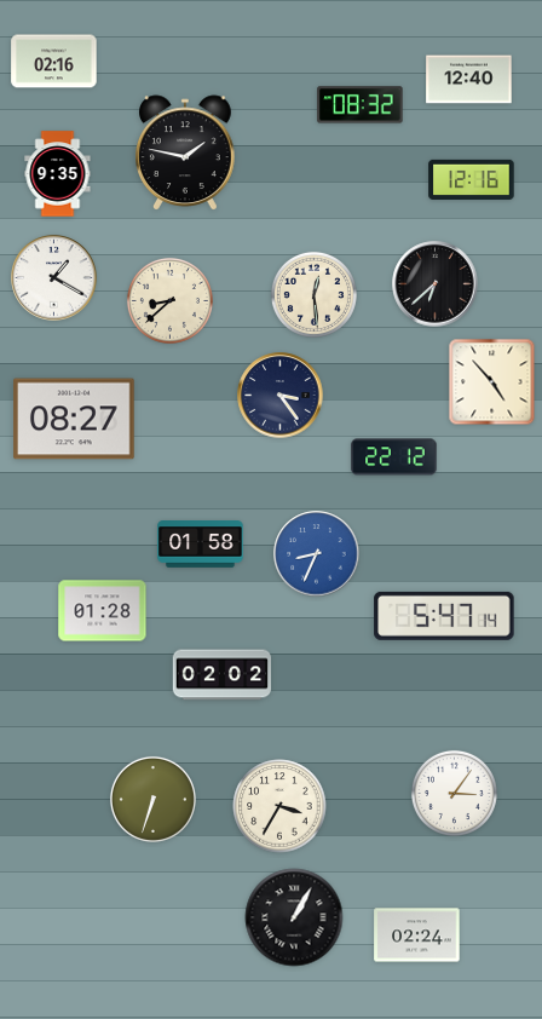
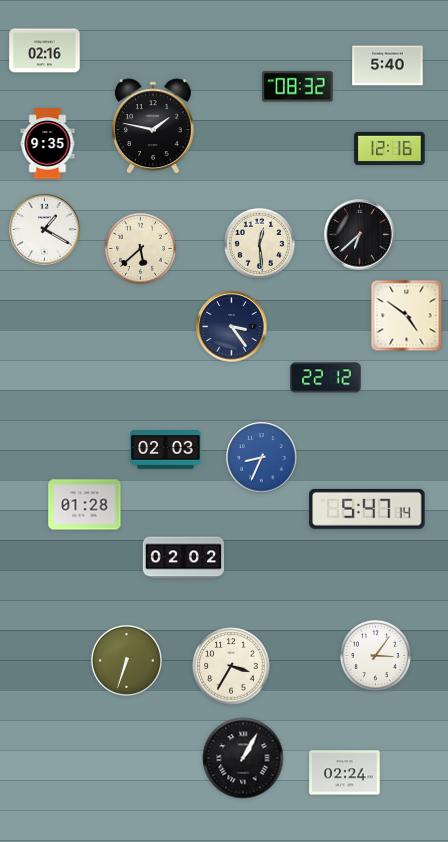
clock at (469, 80): 12:40 -> 5:40
clock at (169, 300): 8:38 -> 5:38
clock at (492, 382): 4:53 -> 4:51
clock at (74, 419): 08:27 -> none
clock at (201, 545): 01:58 -> 02:03
